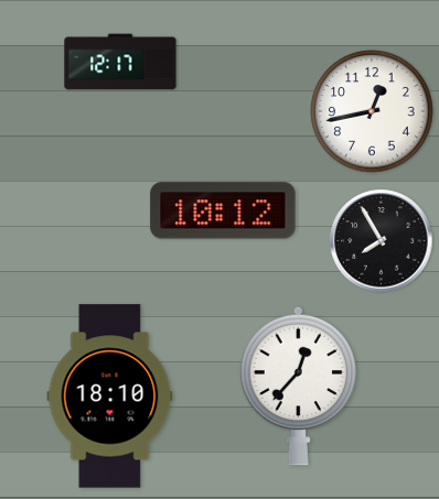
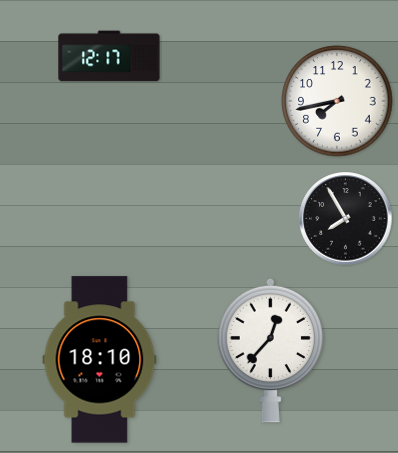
clock at (372, 111): 12:43 -> 7:43
clock at (223, 210): 10:12 -> none
